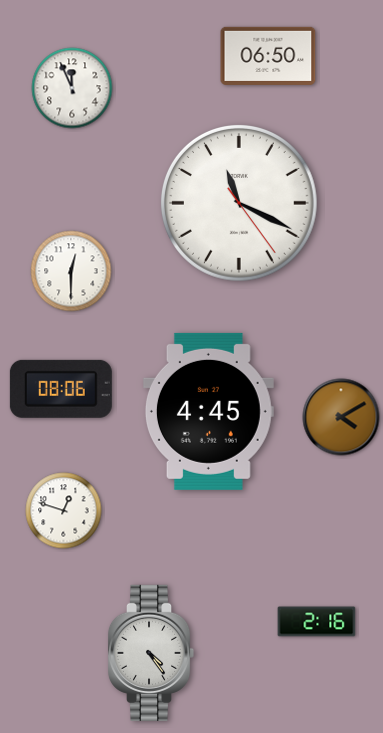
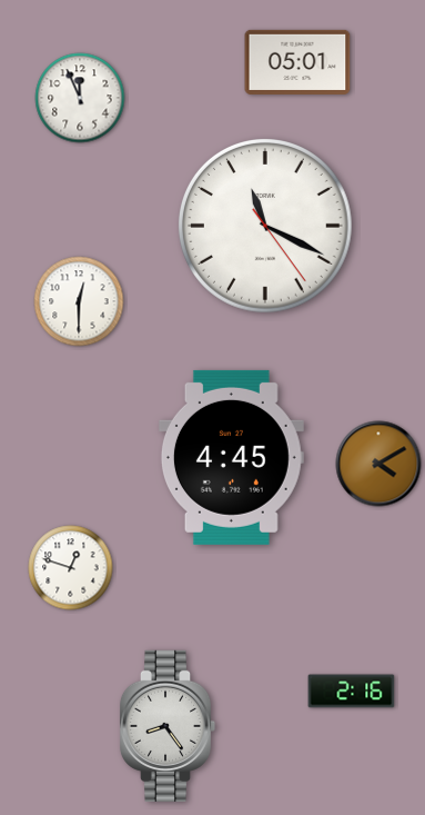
clock at (268, 56): 06:50 -> 05:01
clock at (61, 389): 08:06 -> none
clock at (151, 653): 4:24 -> 8:24
